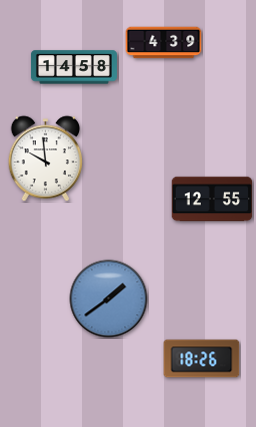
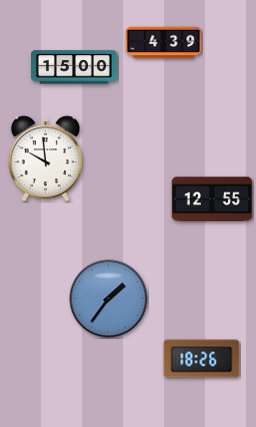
clock at (74, 67): 14:58 -> 15:00
clock at (109, 299): 1:39 -> 1:36
